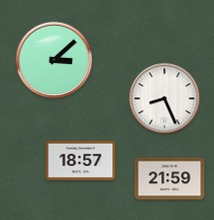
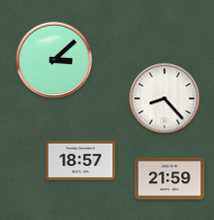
clock at (165, 99): 8:26 -> 8:23
